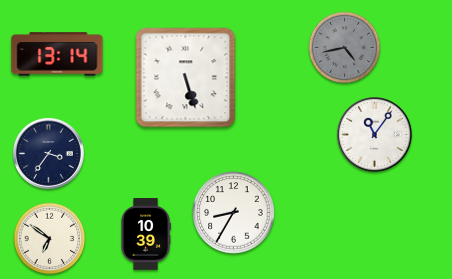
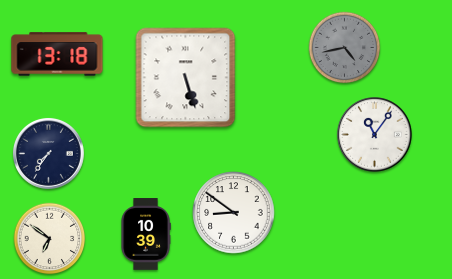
clock at (57, 54): 13:14 -> 13:18
clock at (48, 153): 3:36 -> 7:36
clock at (234, 213): 8:35 -> 8:51
